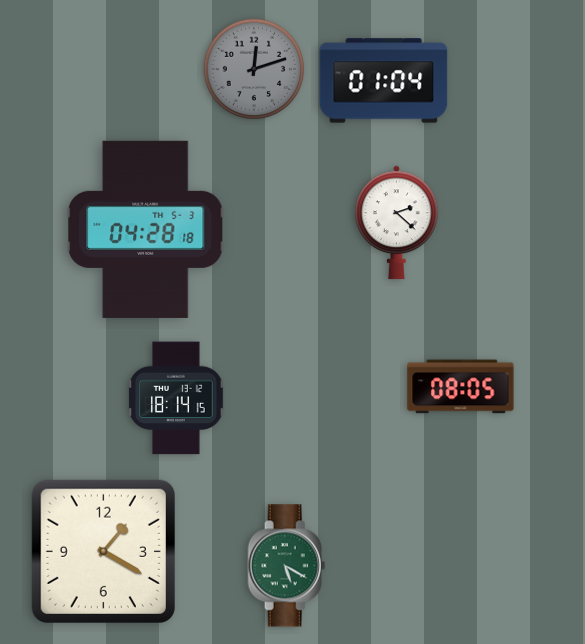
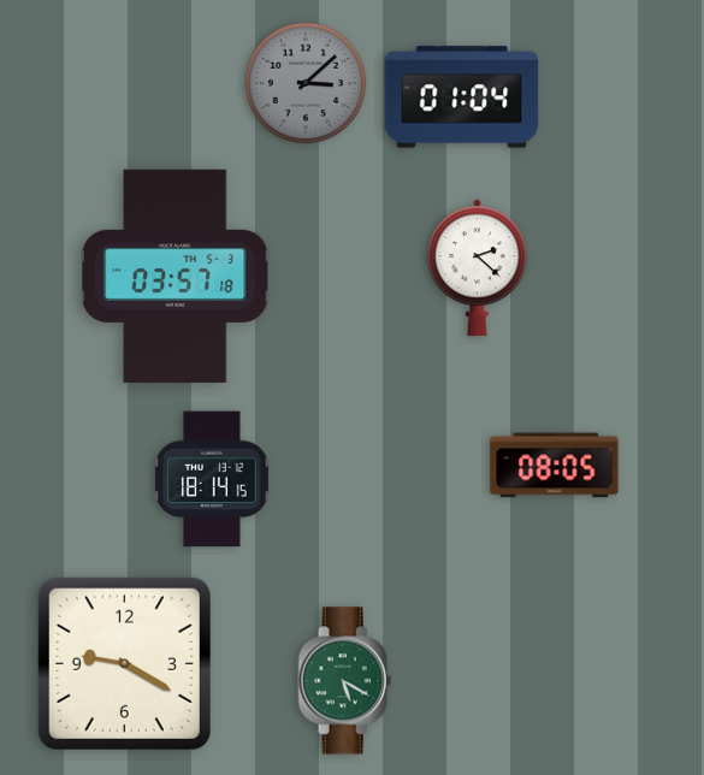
clock at (254, 69): 12:12 -> 3:08
clock at (146, 229): 04:28 -> 03:57
clock at (103, 551): 1:20 -> 9:20
